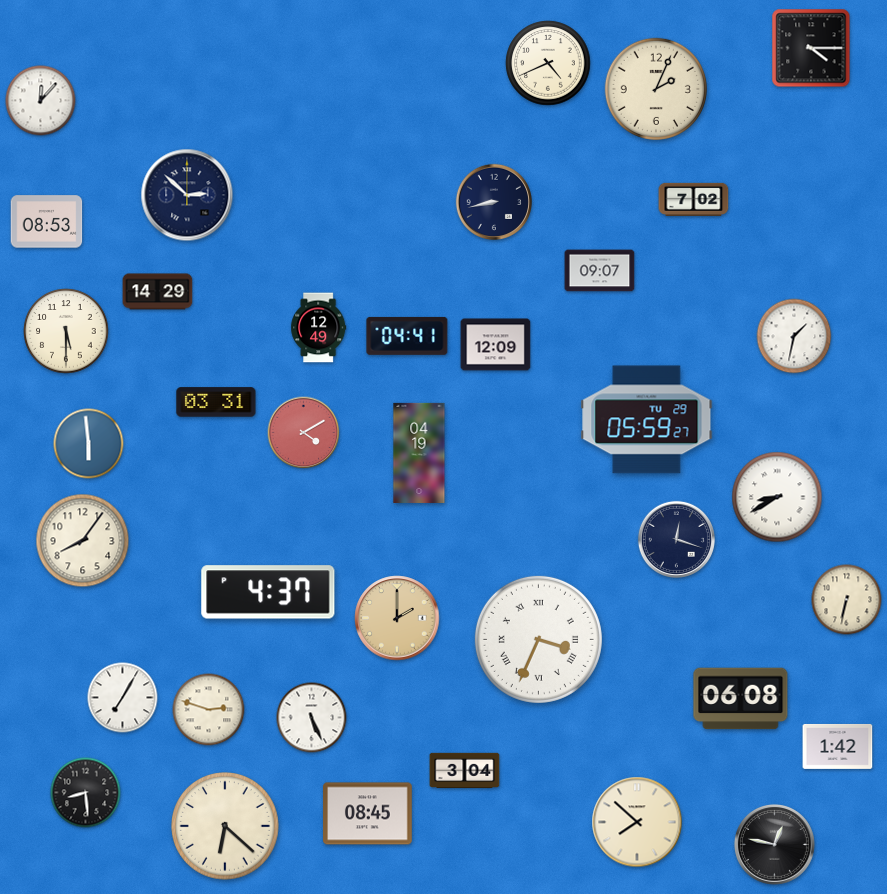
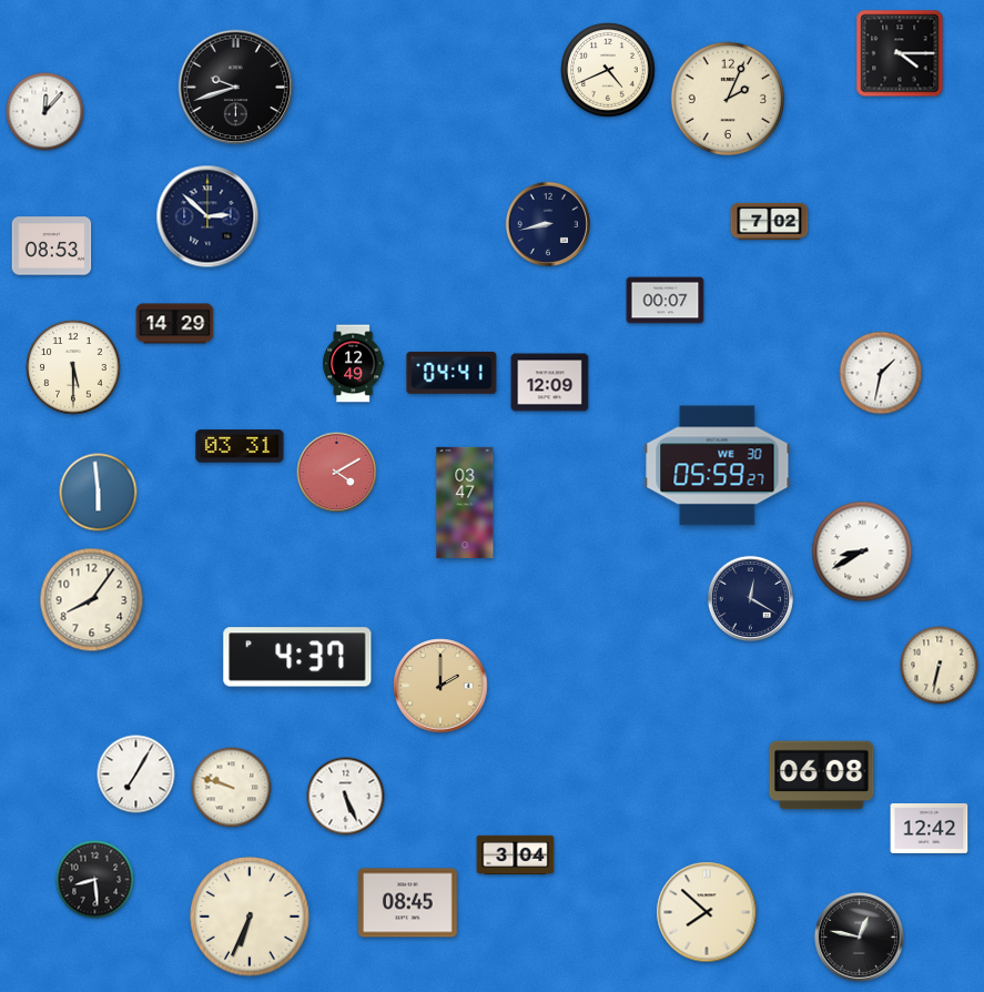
clock at (236, 88): none -> 9:42
clock at (600, 271): 09:07 -> 00:07
clock at (647, 420) date: TU 29 -> WE 30
clock at (304, 433) position: (304, 433) -> (337, 473)
clock at (419, 453): 04:19 -> 03:47
clock at (676, 539): 12:18 -> 12:20
clock at (538, 639): 3:34 -> none
clock at (209, 710): 2:48 -> 9:48
clock at (838, 746): 1:42 -> 12:42
clock at (225, 826): 6:22 -> 6:34
